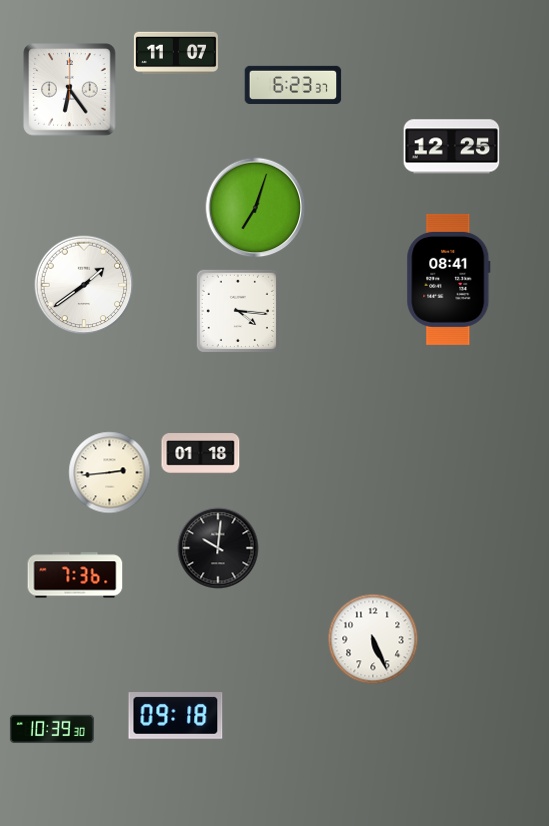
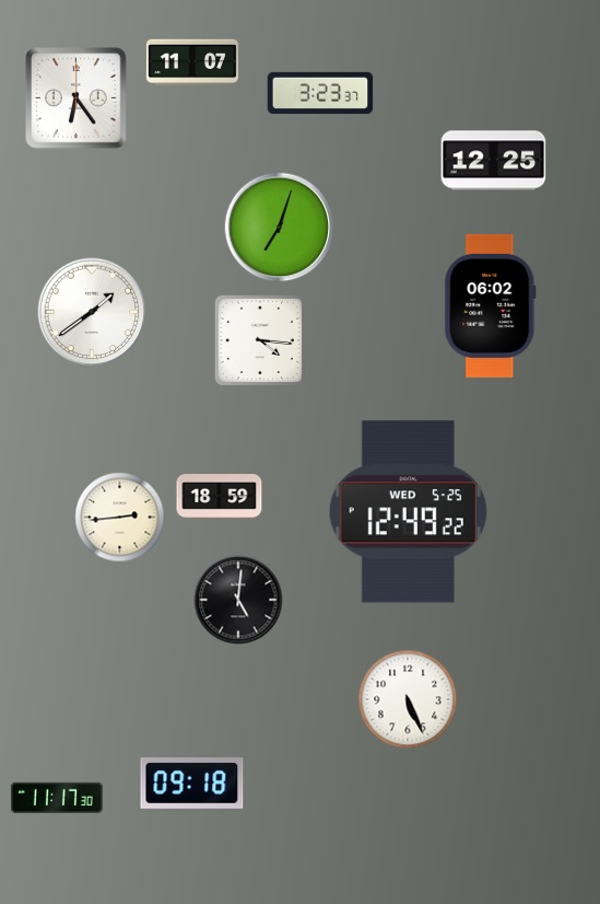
clock at (176, 53) position: (176, 53) -> (192, 62)
clock at (293, 85): 6:23 -> 3:23
clock at (449, 279): 08:41 -> 06:02
clock at (201, 454): 01:18 -> 18:59
clock at (408, 512): none -> 12:49
clock at (218, 548): 10:01 -> 5:01
clock at (75, 575): 7:36 -> none
clock at (52, 728): 10:39 -> 11:17
